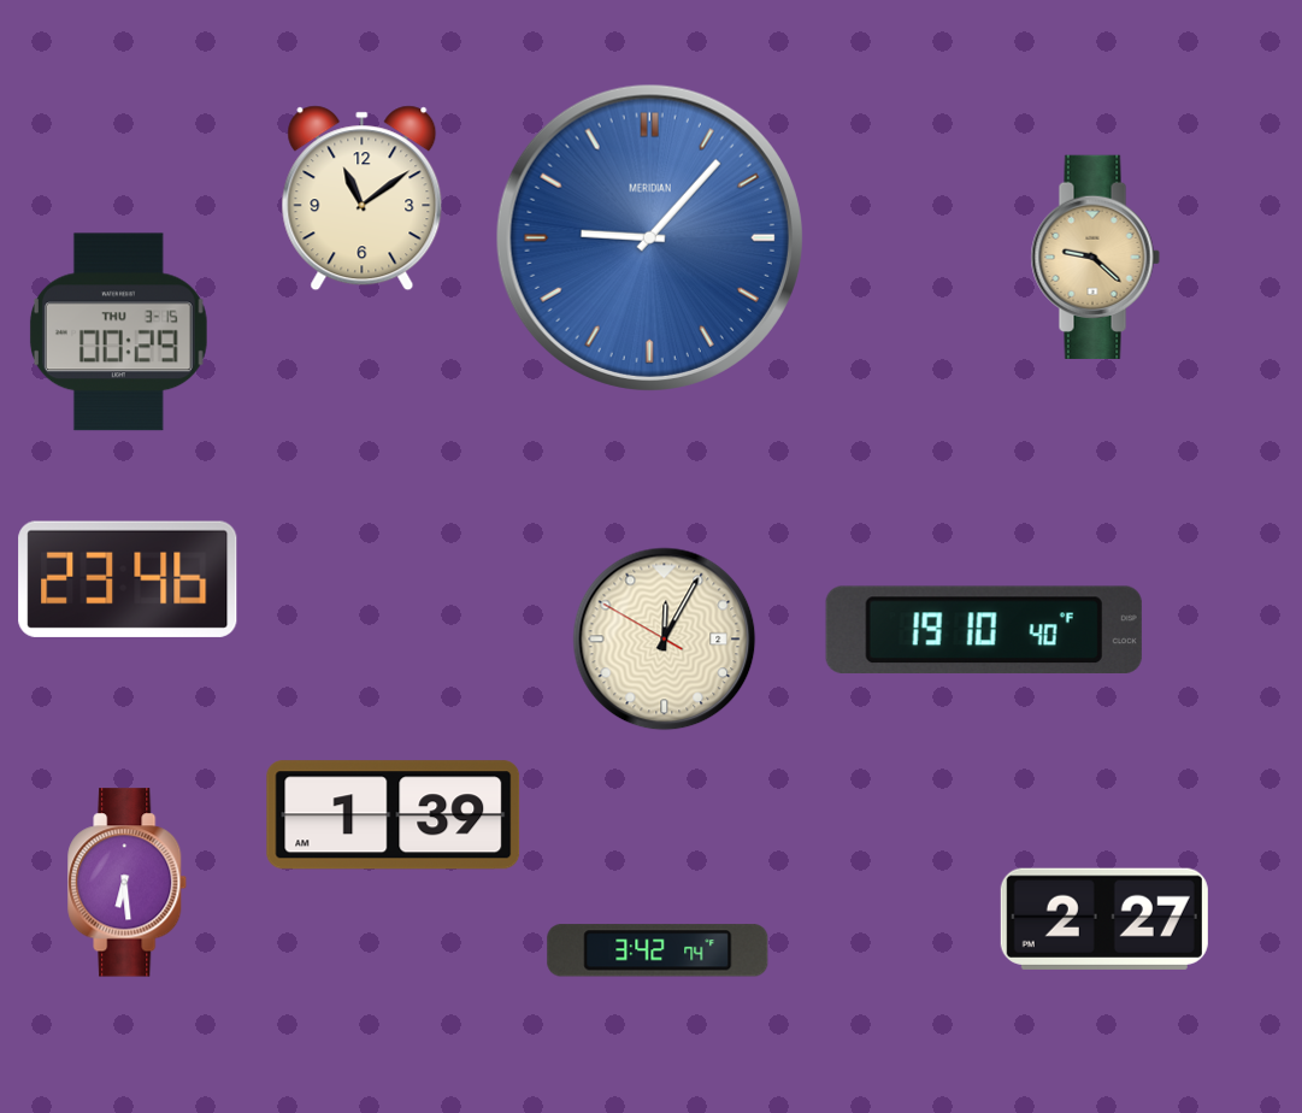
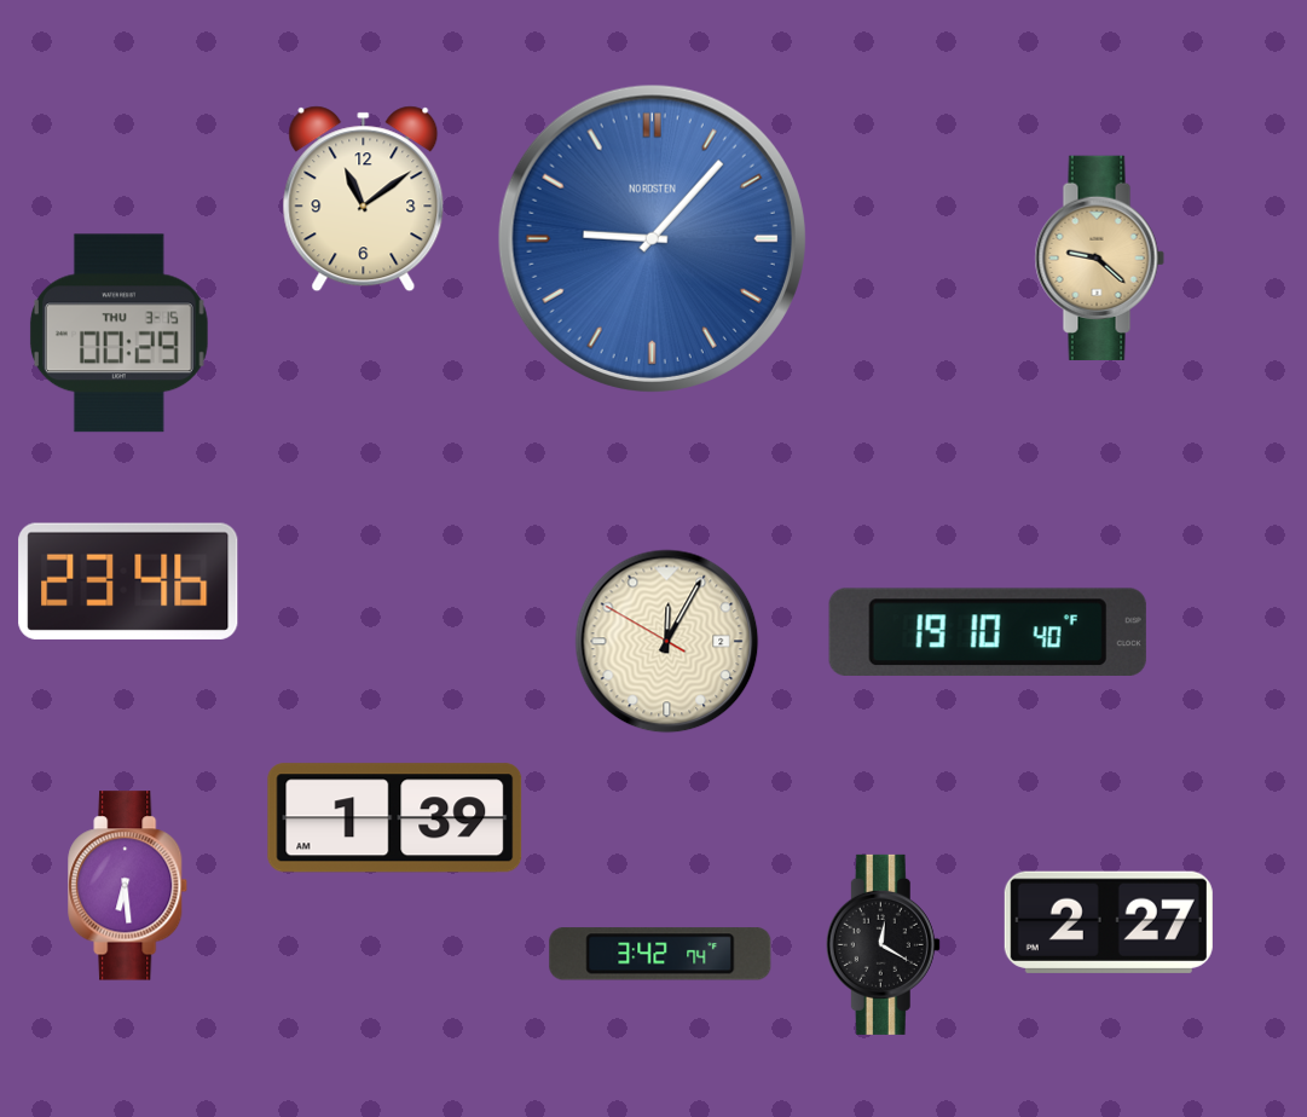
clock at (649, 237) brand: MERIDIAN -> NORDSTEN
clock at (883, 944): none -> 12:20
